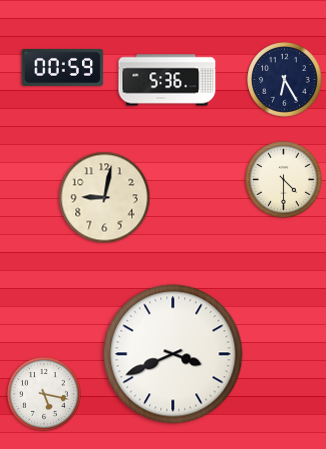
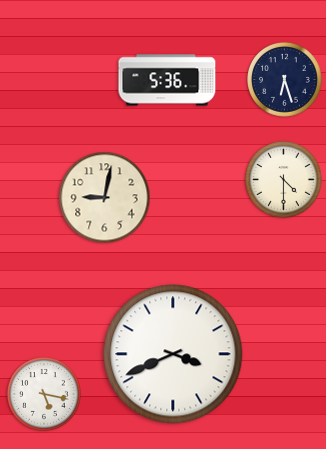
clock at (63, 67): 00:59 -> none
clock at (285, 80): 6:25 -> 6:27
